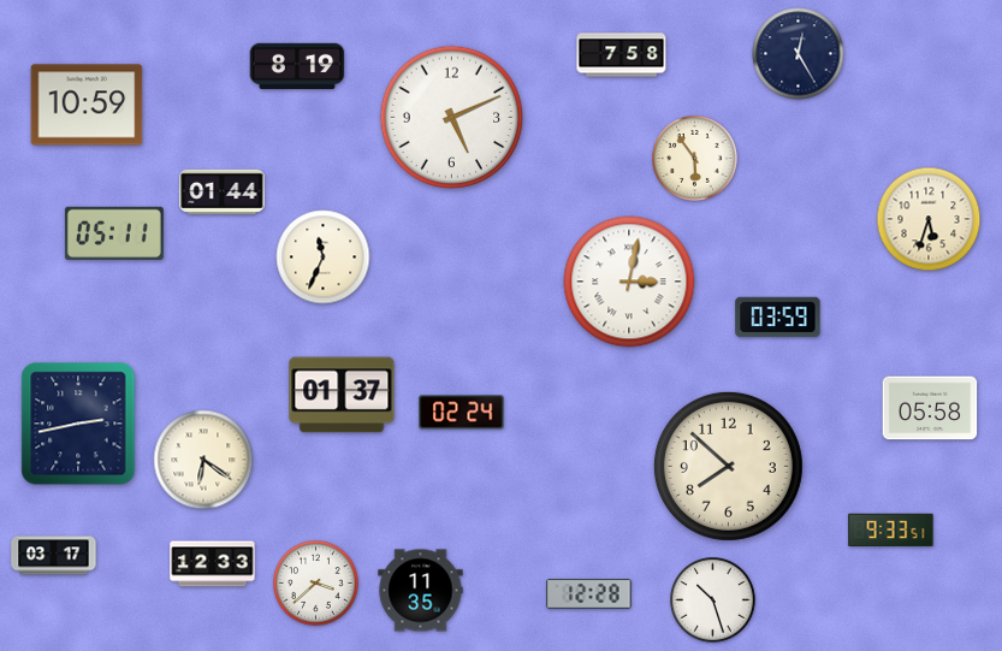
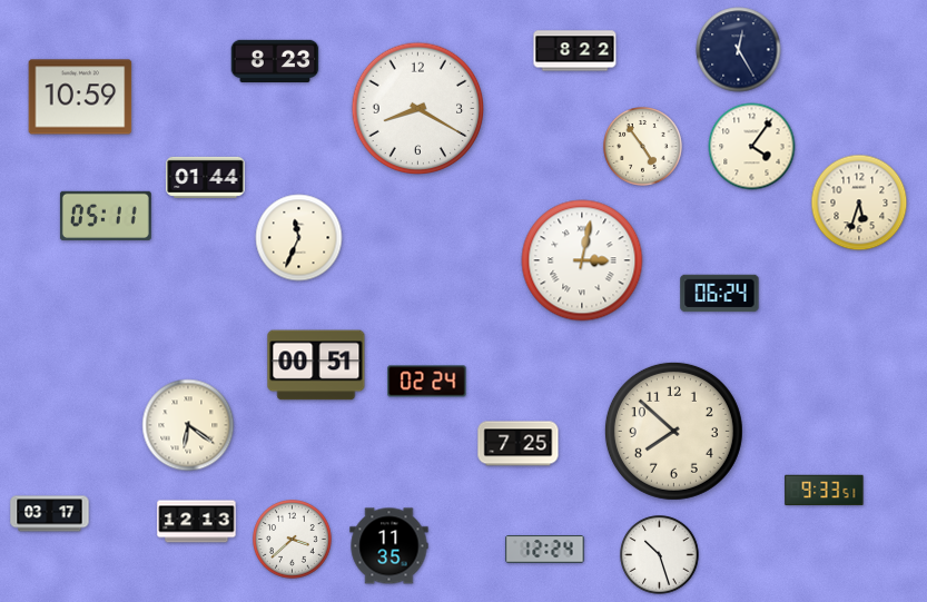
clock at (622, 55): 7:58 -> 8:22
clock at (297, 65): 8:19 -> 8:23
clock at (452, 118): 5:11 -> 8:20
clock at (695, 159): 5:54 -> 4:54
clock at (752, 147): none -> 4:06
clock at (778, 318): 03:59 -> 06:24
clock at (342, 395): 01:37 -> 00:51
clock at (930, 408): 05:58 -> none
clock at (78, 424): 2:43 -> none
clock at (519, 444): none -> 7:25
clock at (213, 564): 12:33 -> 12:13
clock at (589, 594): 12:28 -> 12:24
